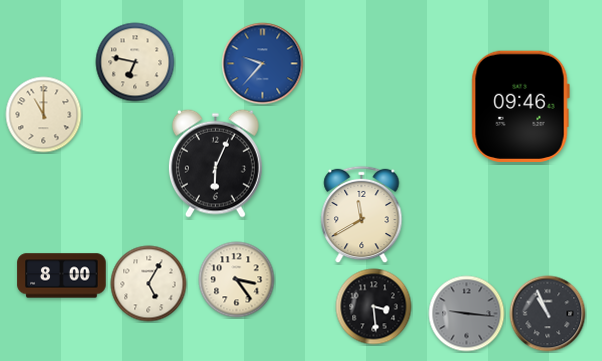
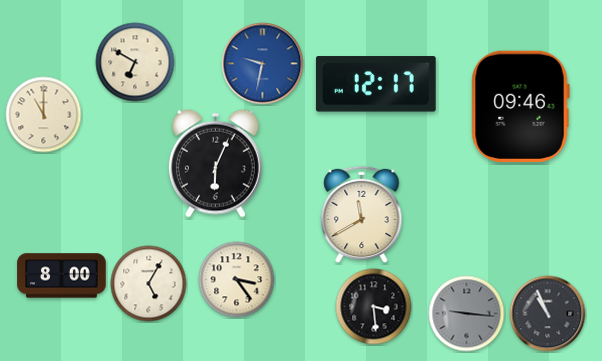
clock at (135, 62): 6:47 -> 6:50
clock at (263, 64): 9:37 -> 9:32
clock at (376, 84): none -> 12:17
